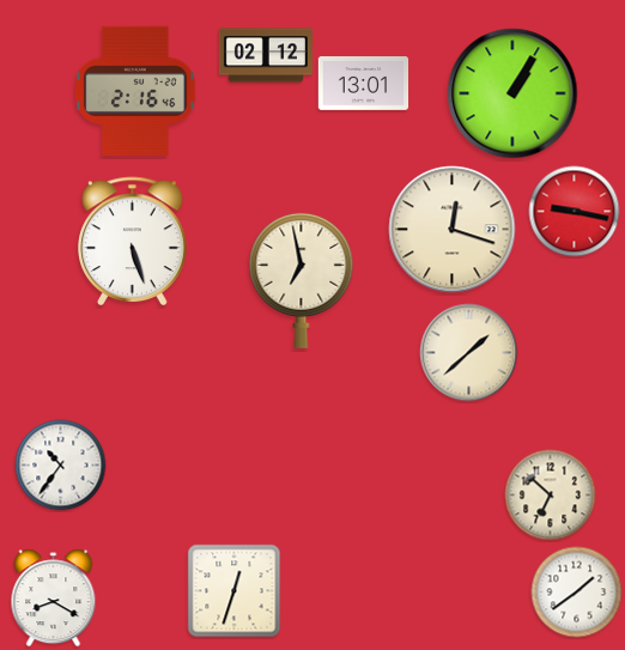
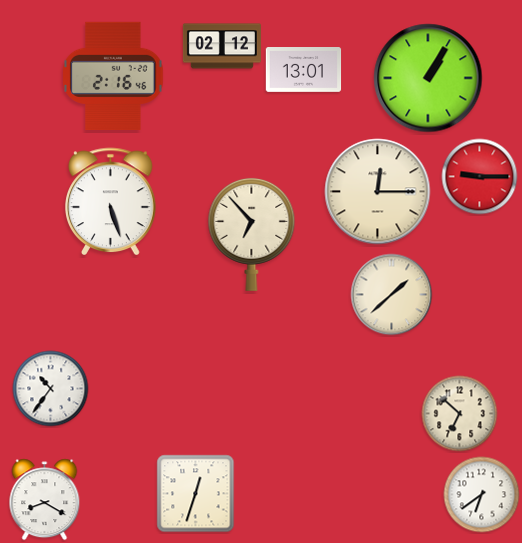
clock at (575, 212): 9:17 -> 9:15
clock at (453, 230): 12:18 -> 12:15
clock at (302, 280): 6:58 -> 6:53
clock at (577, 593): 1:39 -> 6:39
